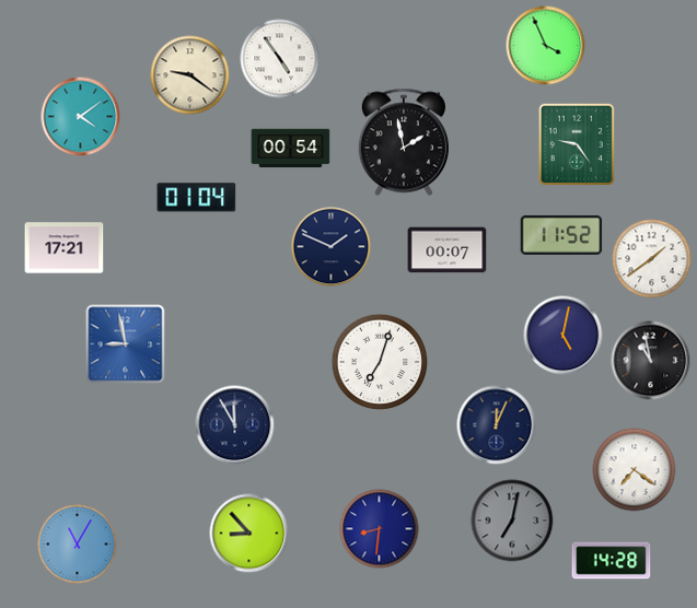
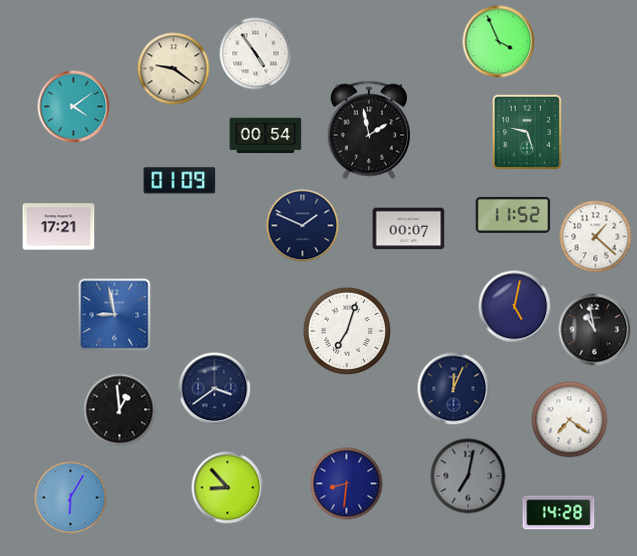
clock at (577, 144): 9:24 -> 9:27
clock at (197, 198): 01:04 -> 01:09
clock at (652, 259): 1:39 -> 1:22
clock at (235, 425): 11:55 -> 3:39
clock at (120, 410): none -> 12:59
clock at (635, 470) position: (635, 470) -> (570, 420)
clock at (78, 545): 11:05 -> 6:05
